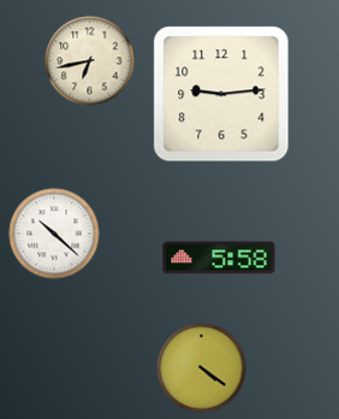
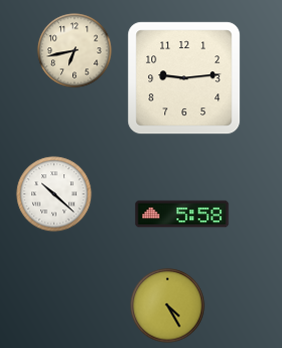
clock at (54, 234) position: (54, 234) -> (54, 194)
clock at (202, 368): 4:21 -> 4:25
